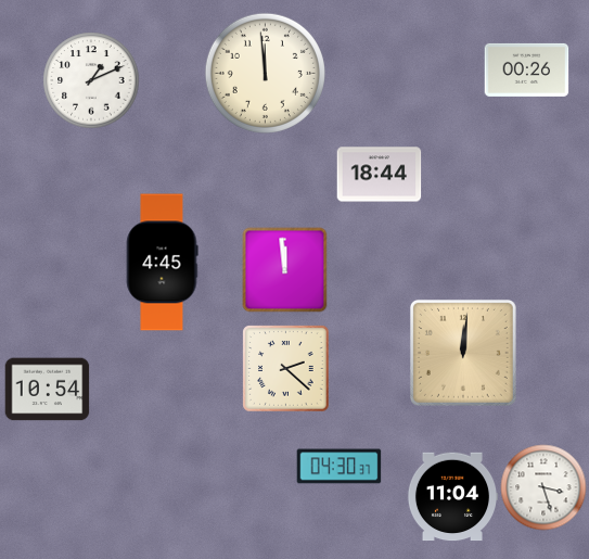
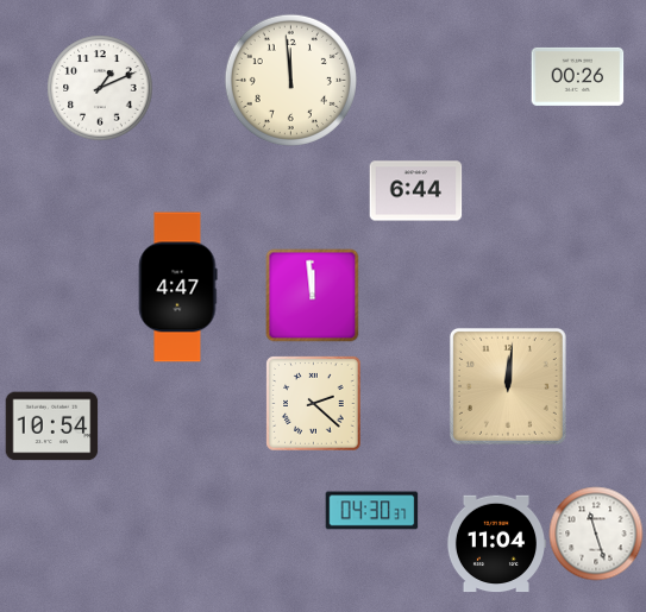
clock at (379, 175): 18:44 -> 6:44
clock at (162, 263): 4:45 -> 4:47
clock at (543, 487): 3:27 -> 11:27
